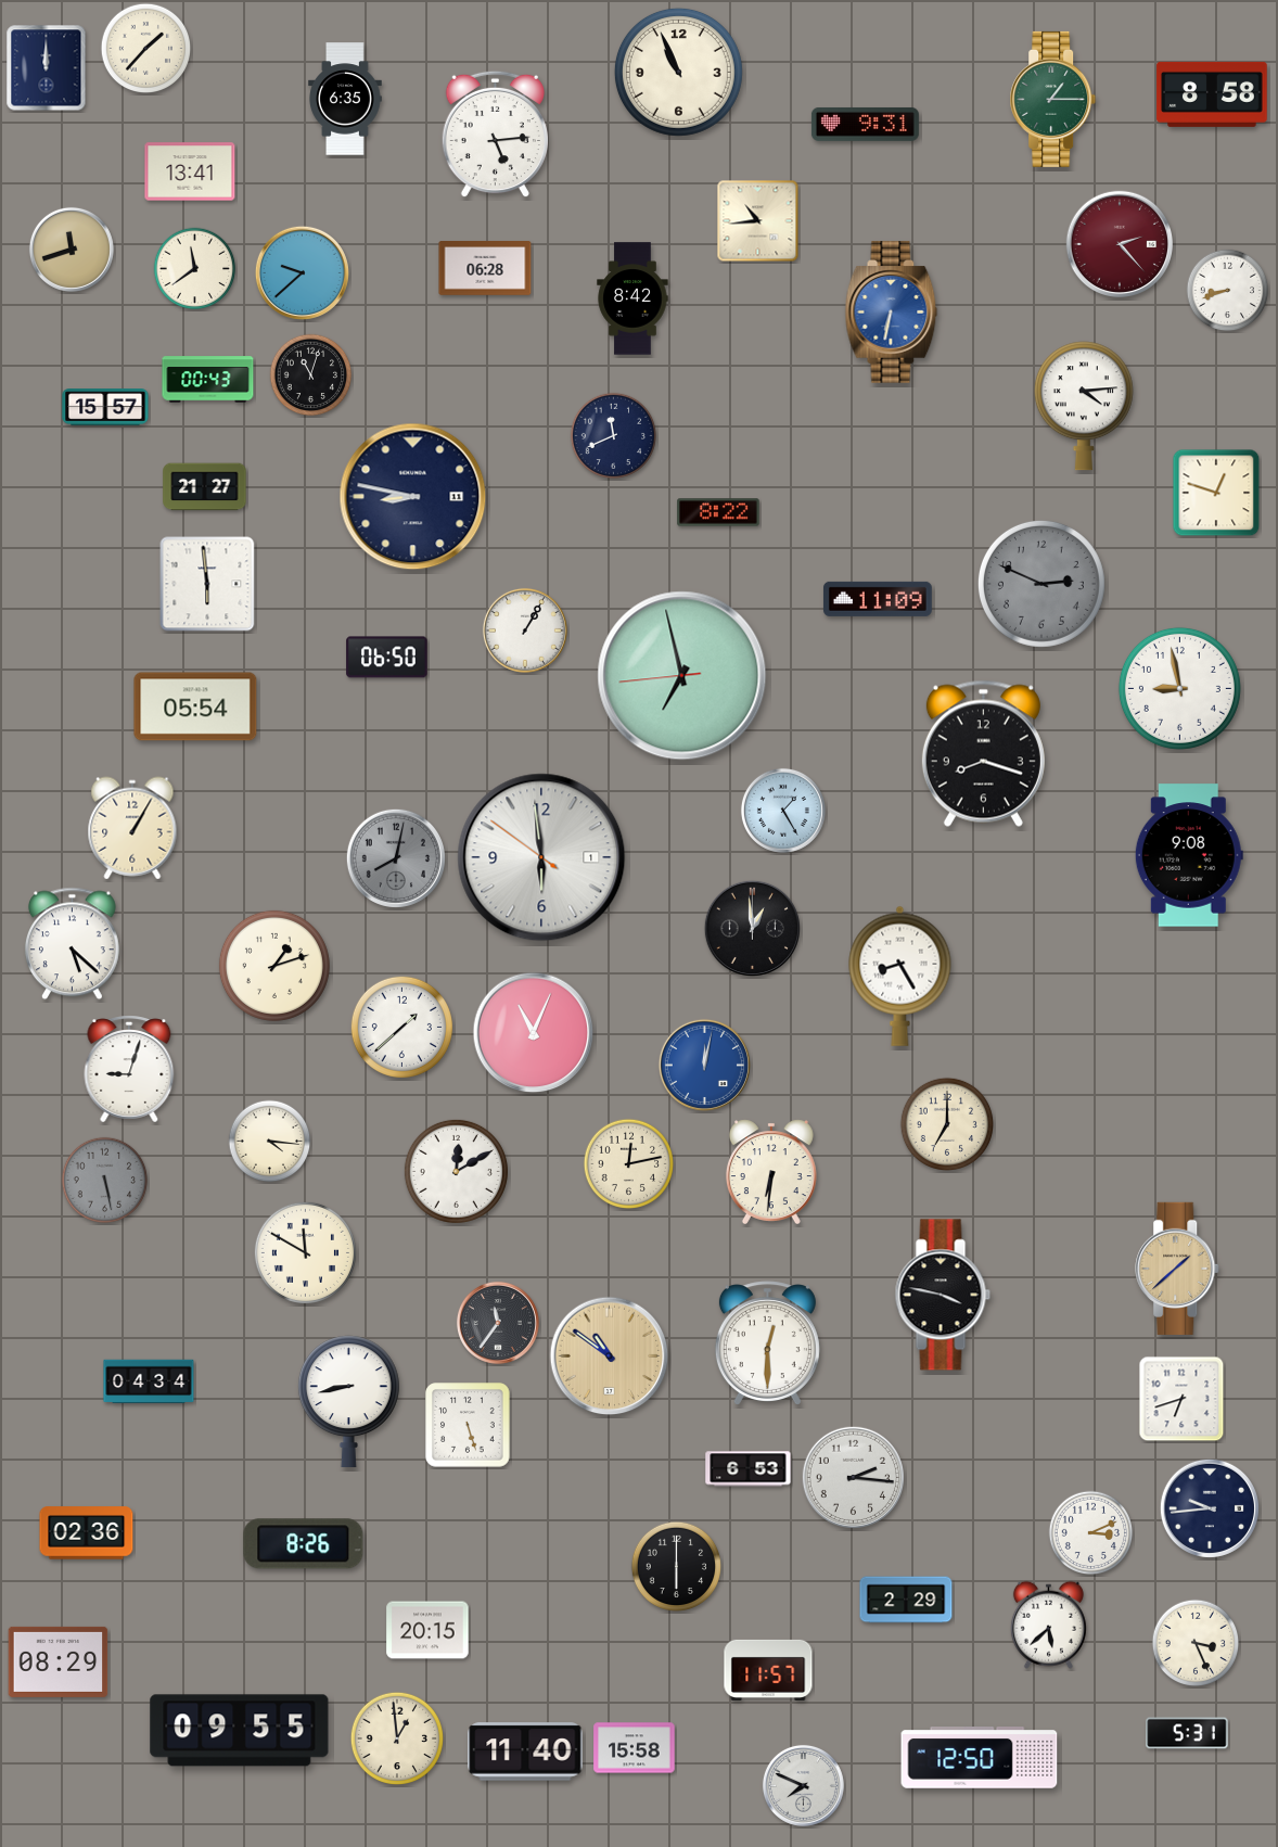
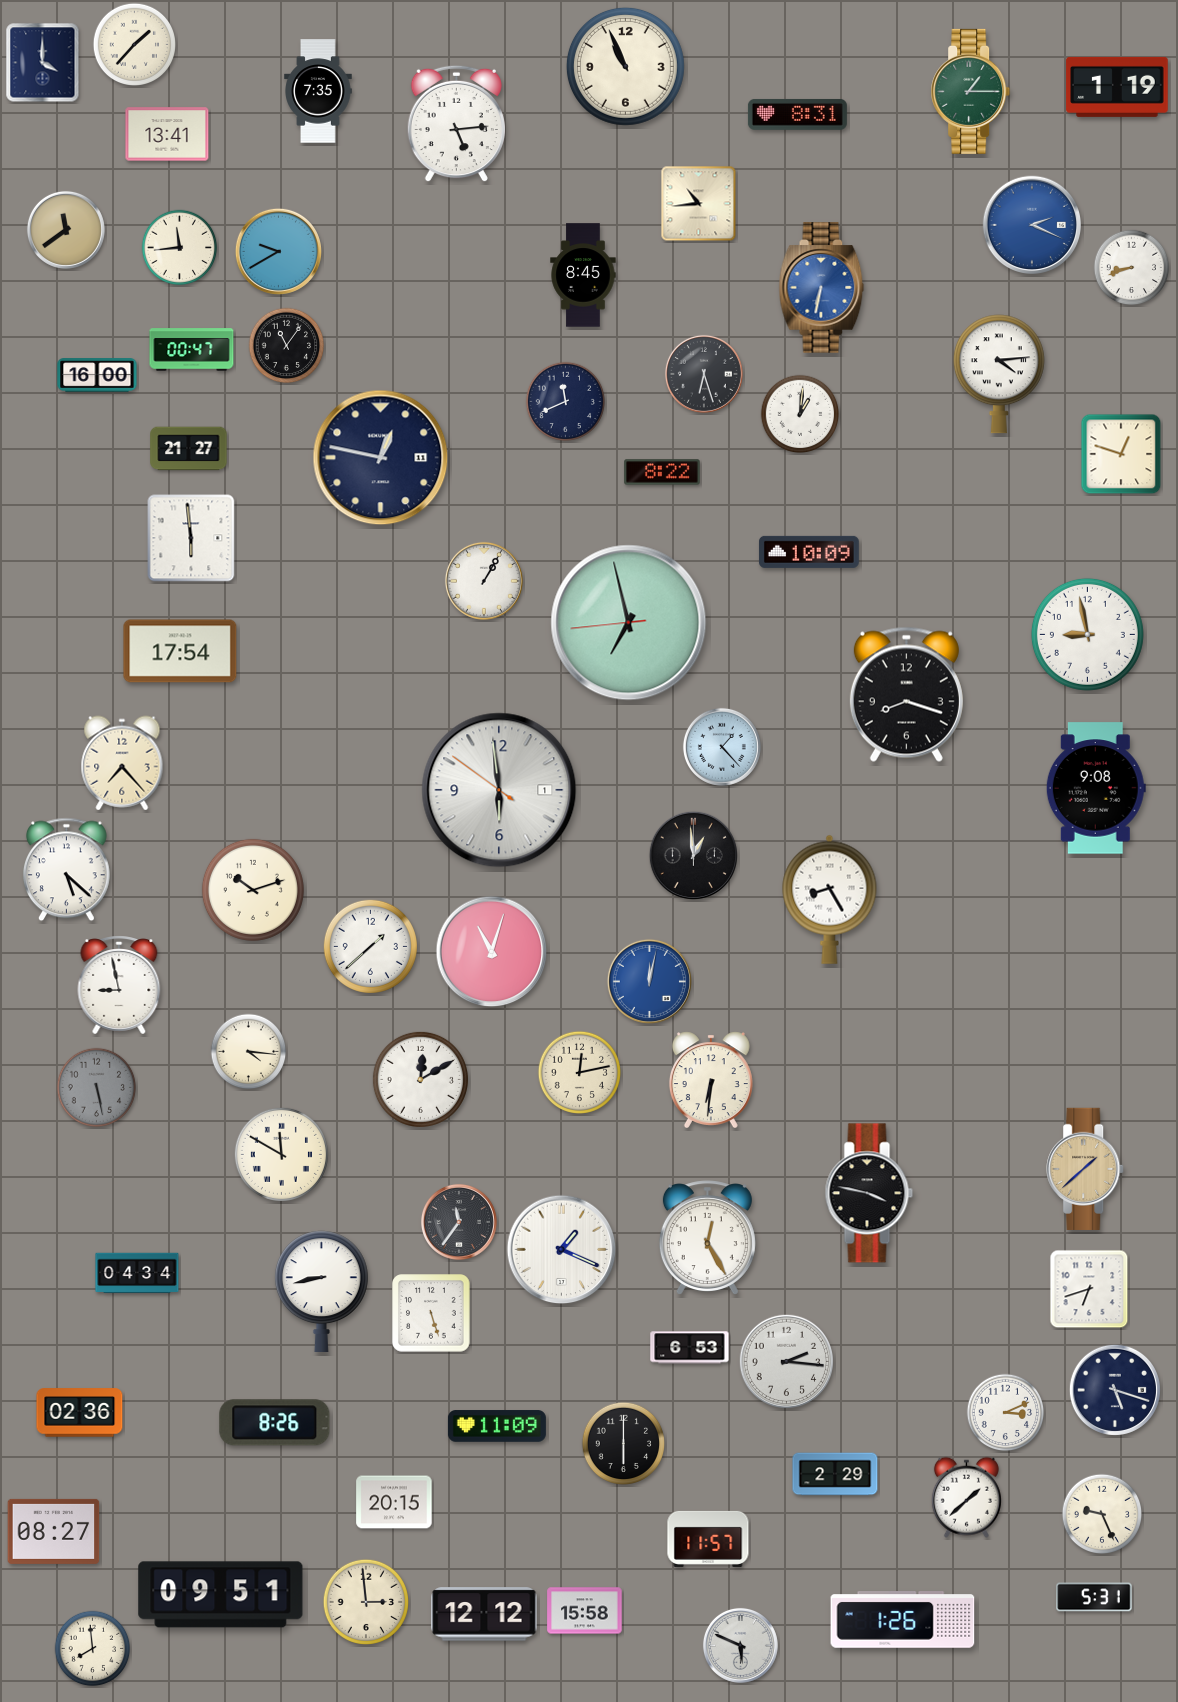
clock at (47, 68): 12:00 -> 4:00
clock at (1212, 94): 8:58 -> 1:19
clock at (345, 99): 6:35 -> 7:35
clock at (865, 124): 9:31 -> 8:31
clock at (190, 171) position: (190, 171) -> (167, 134)
clock at (1120, 244): 2:23 -> 2:19
clock at (1120, 244) dial: burgundy -> blue
clock at (72, 250): 11:42 -> 11:39
clock at (195, 269): 11:39 -> 11:44
clock at (485, 269): 06:28 -> none
clock at (302, 272): 9:38 -> 9:40
clock at (632, 298): 8:42 -> 8:45
clock at (311, 375): 11:03 -> 11:06
clock at (208, 380): 00:43 -> 00:47
clock at (704, 374): none -> 6:27
clock at (105, 407): 15:57 -> 16:00
clock at (800, 414): none -> 1:01
clock at (413, 497): 8:47 -> 12:47
clock at (1041, 584): 2:49 -> none
clock at (878, 599): 11:09 -> 10:09
clock at (387, 658): 06:50 -> none
clock at (195, 706): 05:54 -> 17:54
clock at (783, 811): 1:25 -> 1:23
clock at (132, 828): 1:05 -> 7:23
clock at (396, 858): 8:02 -> none
clock at (274, 966): 1:12 -> 10:12
clock at (534, 1033): 11:04 -> 11:03
clock at (129, 1069): 9:03 -> 8:58
clock at (946, 1123): 7:00 -> none
clock at (498, 1323) position: (498, 1323) -> (459, 1222)
clock at (767, 1342): 12:30 -> 12:25
clock at (610, 1356): 10:51 -> 1:19
clock at (610, 1356) dial: champagne -> white
clock at (749, 1469) position: (749, 1469) -> (690, 1348)
clock at (1210, 1508): 9:44 -> 5:18
clock at (304, 1544) position: (304, 1544) -> (275, 1423)
clock at (497, 1426): none -> 11:09
clock at (1048, 1625): 5:38 -> 1:38
clock at (1196, 1643): 3:26 -> 9:26
clock at (59, 1661): 08:29 -> 08:27
clock at (240, 1731): 09:55 -> 09:51
clock at (396, 1737): 12:59 -> 2:59
clock at (525, 1752): 11:40 -> 12:12
clock at (980, 1758): 12:50 -> 1:26
clock at (803, 1785): 7:49 -> 5:49
clock at (93, 1649): none -> 7:59
